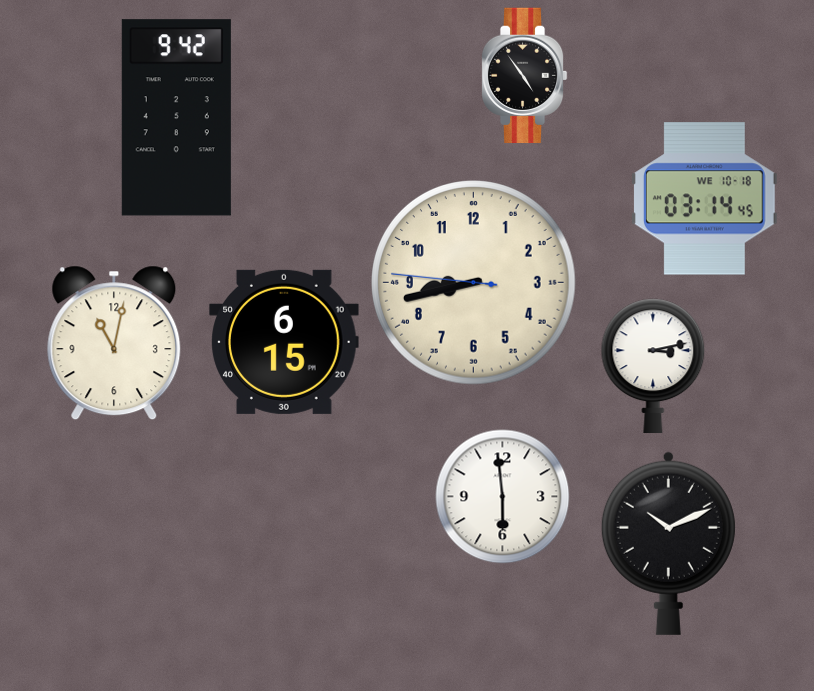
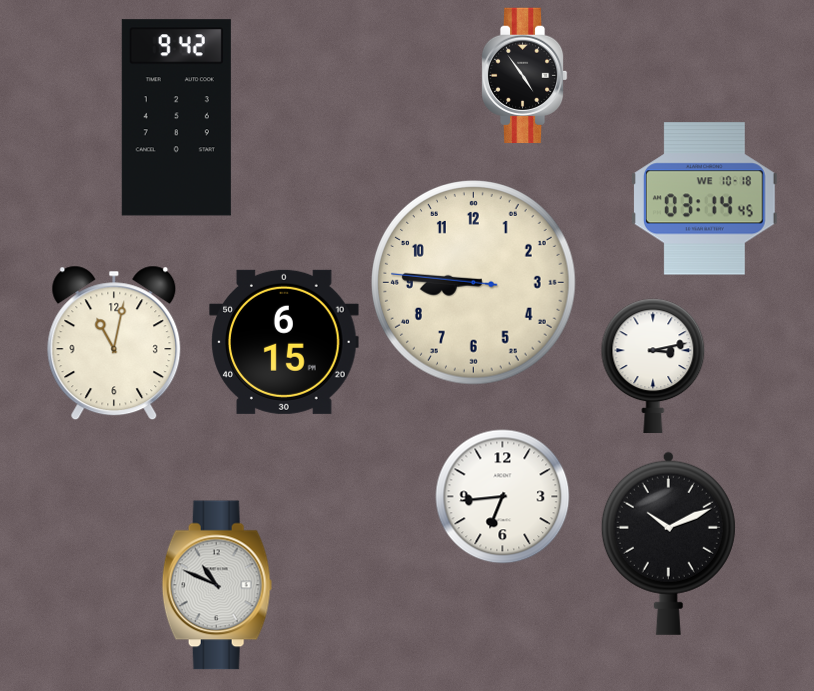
clock at (474, 283): 8:42 -> 8:45
clock at (503, 497): 5:59 -> 6:44
clock at (217, 585): none -> 10:49
